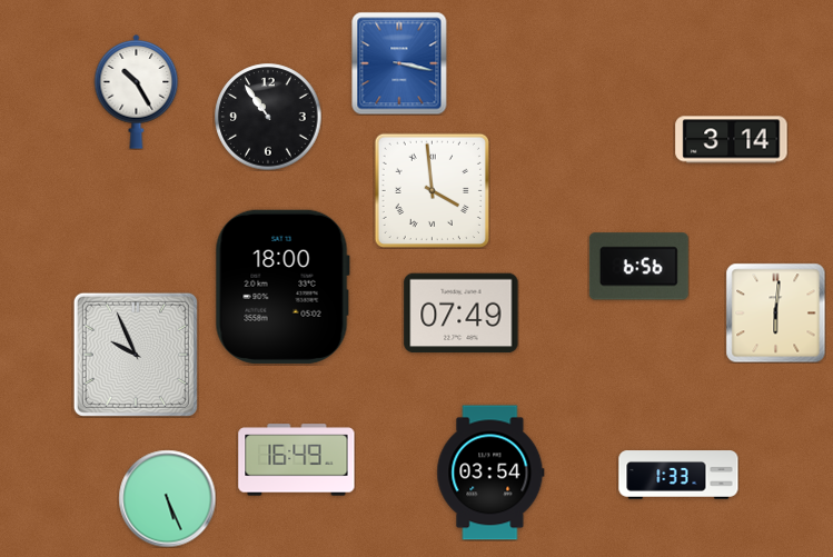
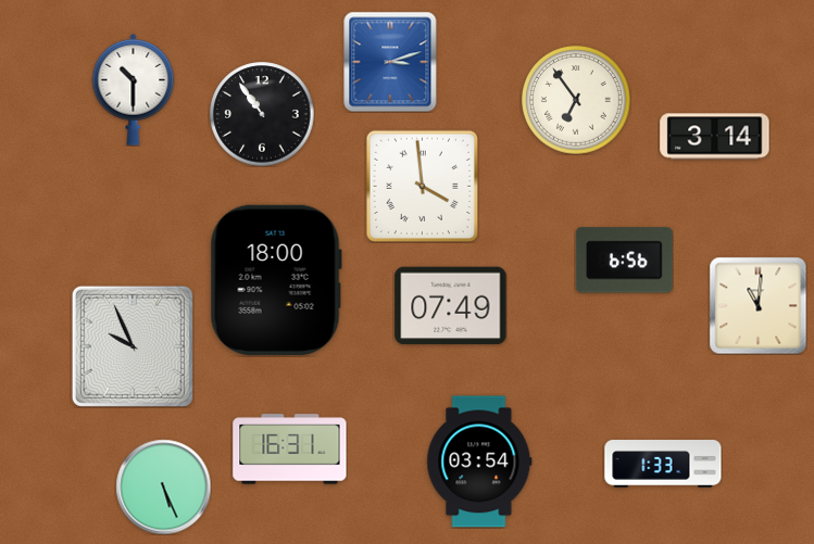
clock at (399, 63): 3:17 -> 3:12
clock at (137, 91): 10:25 -> 10:30
clock at (576, 100): none -> 6:54
clock at (775, 312): 6:01 -> 11:01
clock at (297, 460): 16:49 -> 16:31
